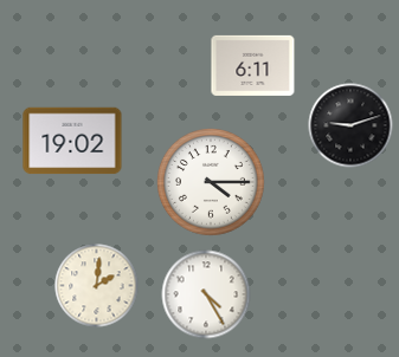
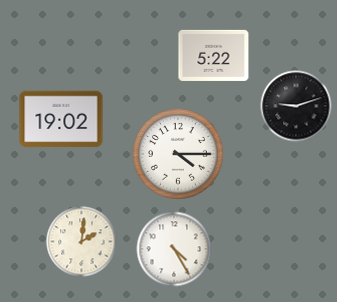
clock at (253, 65): 6:11 -> 5:22
